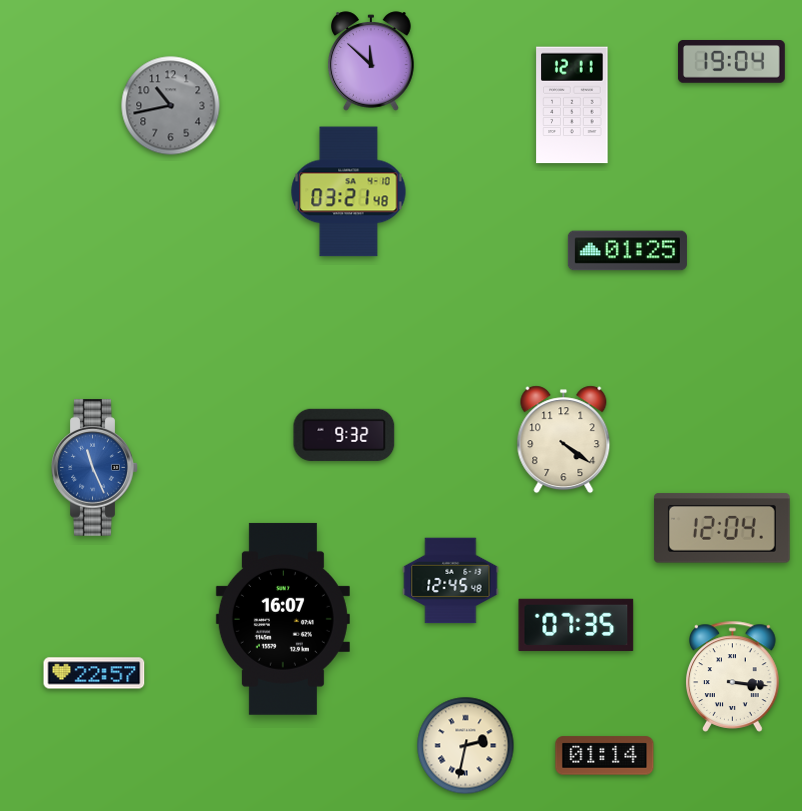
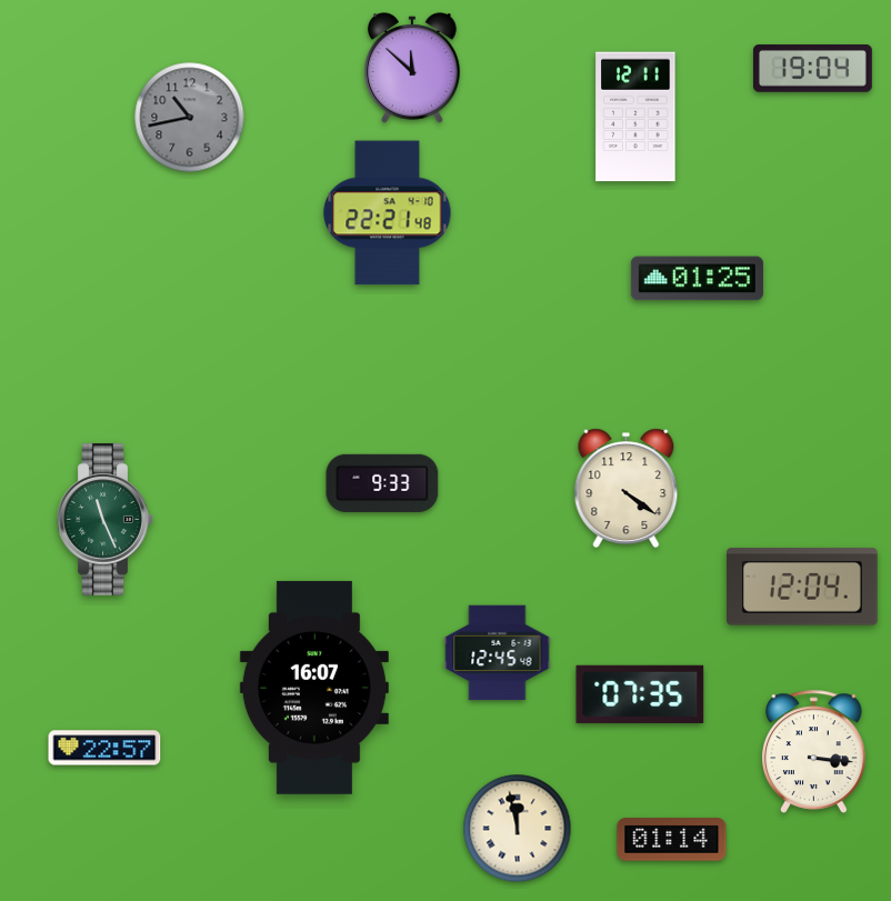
clock at (349, 192): 03:21 -> 22:21
clock at (344, 435): 9:32 -> 9:33
clock at (95, 468) dial: blue -> green
clock at (451, 581) position: (451, 581) -> (498, 653)
clock at (466, 746): 2:32 -> 11:58
